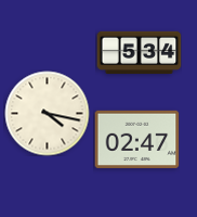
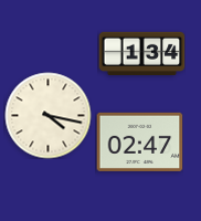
clock at (139, 53): 5:34 -> 1:34
